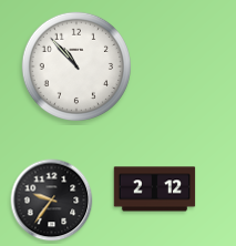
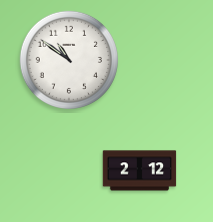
clock at (76, 66): 10:53 -> 10:51
clock at (52, 201): 9:36 -> none
